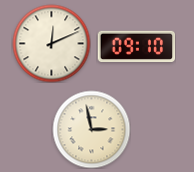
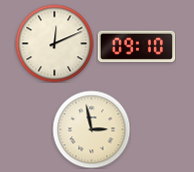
clock at (51, 43) position: (51, 43) -> (54, 43)
